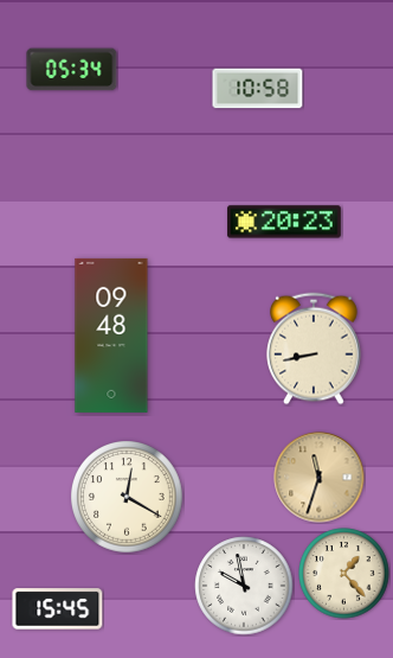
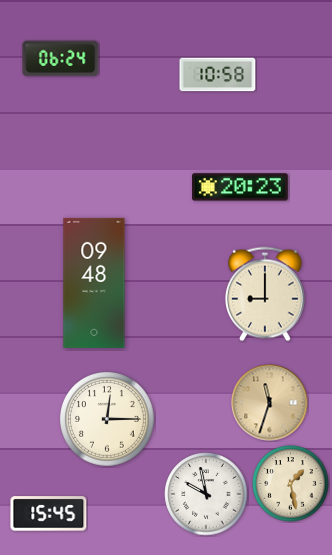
clock at (72, 70): 05:34 -> 06:24
clock at (315, 349): 8:43 -> 9:00
clock at (127, 497): 12:20 -> 12:15
clock at (344, 574): 1:23 -> 1:28
